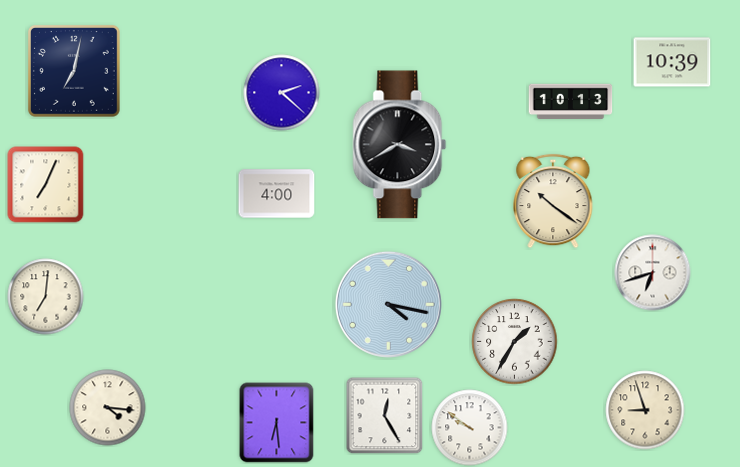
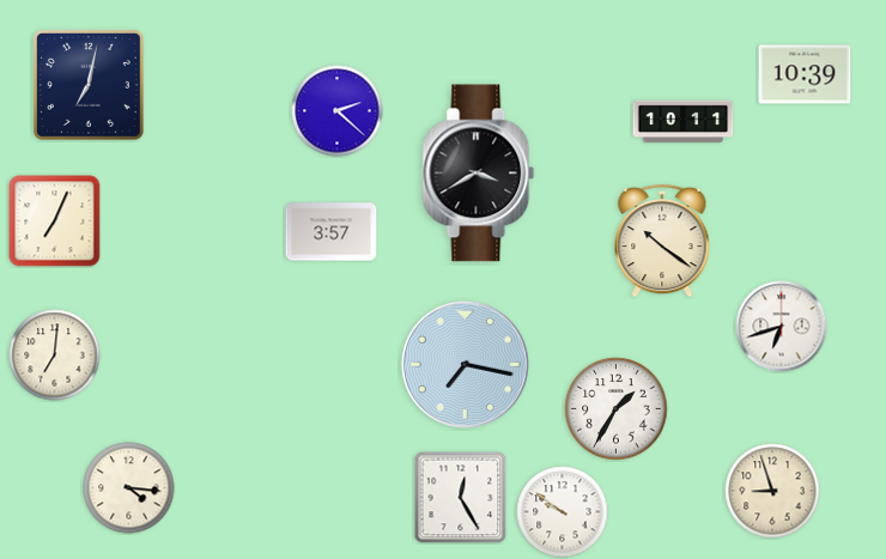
clock at (571, 102): 10:13 -> 10:11
clock at (277, 194): 4:00 -> 3:57
clock at (388, 304): 4:17 -> 7:17
clock at (277, 423): 6:29 -> none
